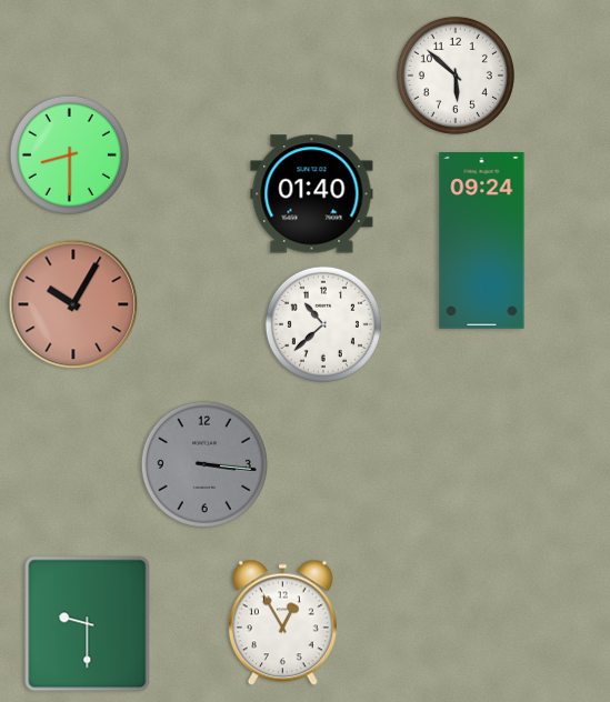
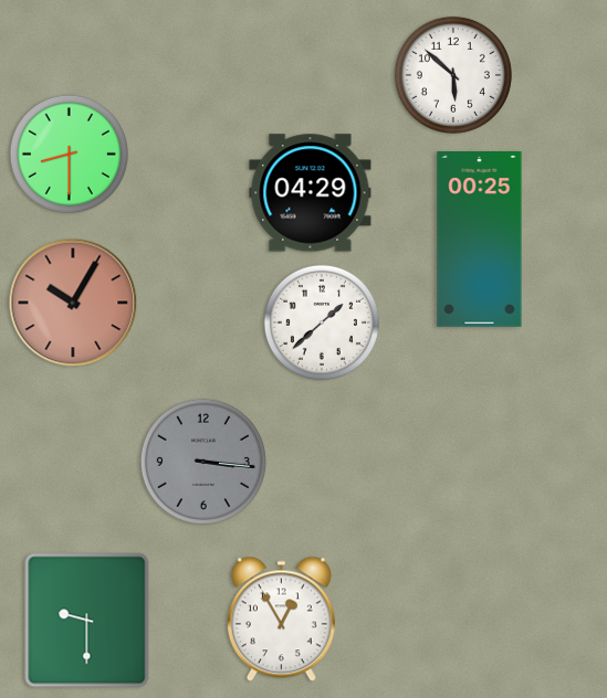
clock at (312, 194): 01:40 -> 04:29
clock at (482, 241): 09:24 -> 00:25
clock at (323, 324): 10:38 -> 1:38
